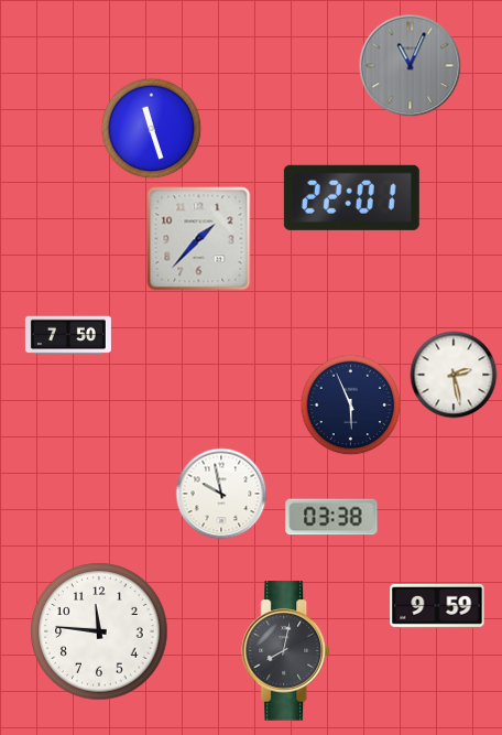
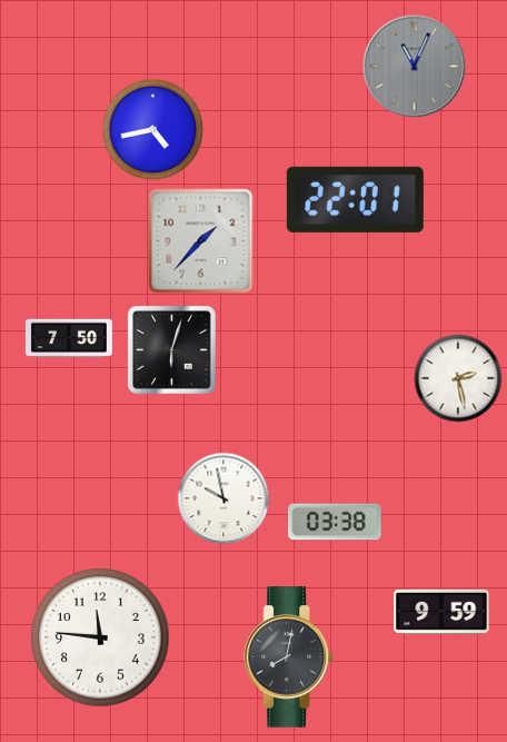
clock at (152, 129): 11:27 -> 4:43
clock at (171, 349): none -> 6:03
clock at (351, 406): 5:56 -> none
